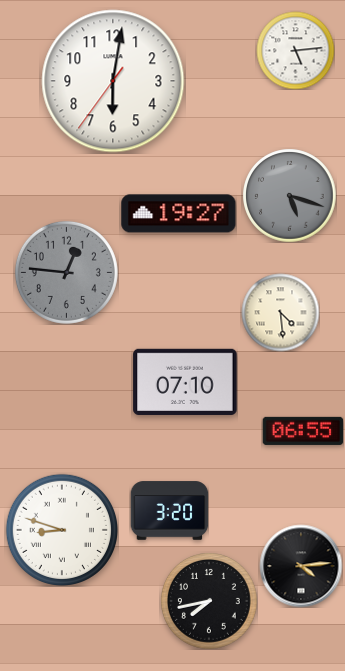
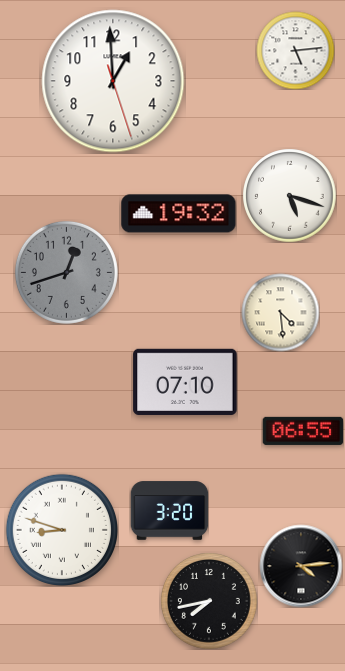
clock at (113, 81): 6:01 -> 12:59
clock at (289, 195) dial: grey -> white
clock at (179, 214): 19:27 -> 19:32
clock at (66, 272): 12:46 -> 12:42
